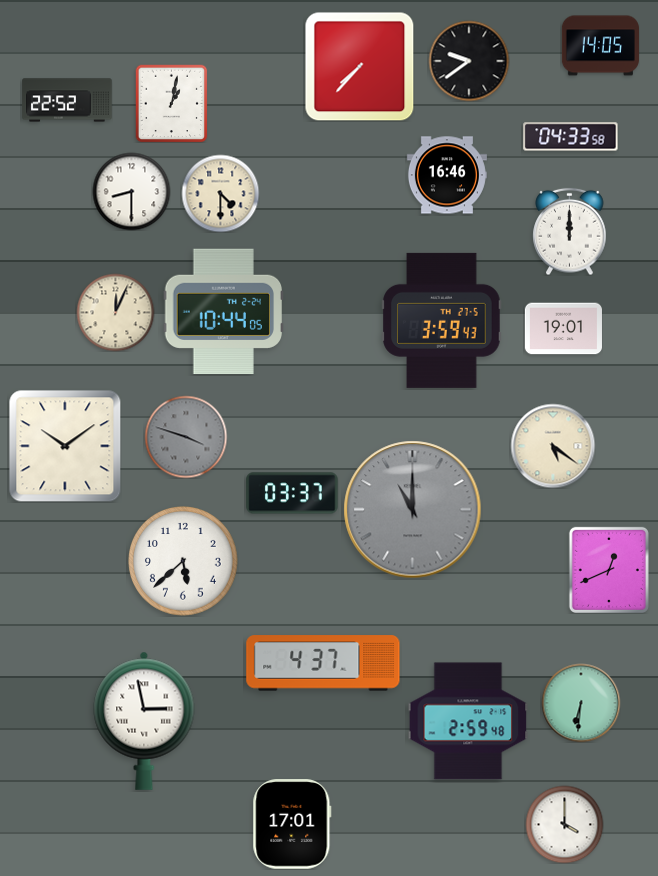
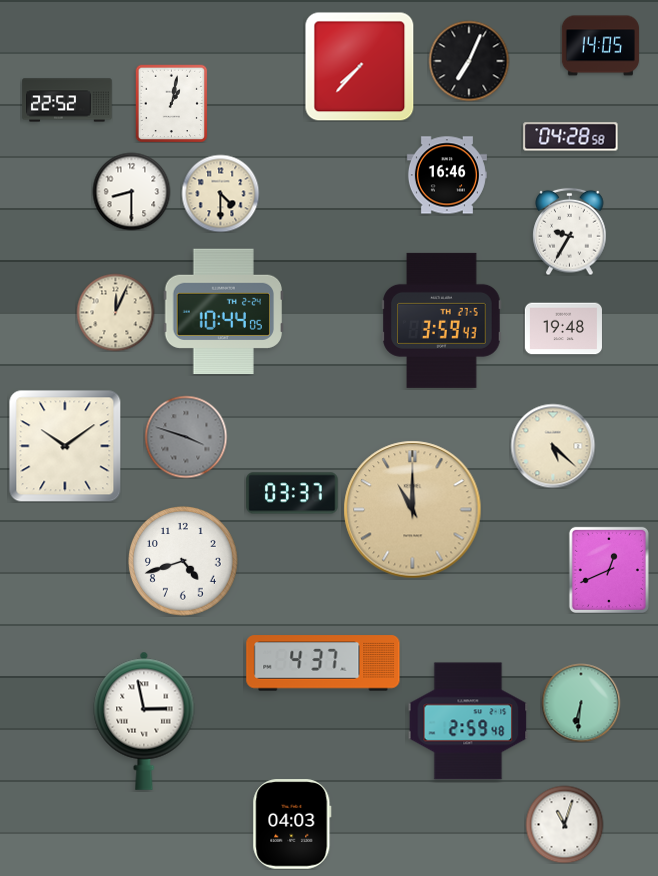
clock at (469, 61): 9:39 -> 7:04
clock at (571, 137): 04:33 -> 04:28
clock at (570, 231): 12:00 -> 9:35
clock at (563, 329): 19:01 -> 19:48
clock at (553, 446): 5:21 -> 5:22
clock at (413, 510) dial: grey -> champagne
clock at (183, 561): 5:38 -> 4:42
clock at (292, 824): 17:01 -> 04:03
clock at (564, 824): 4:00 -> 11:03
